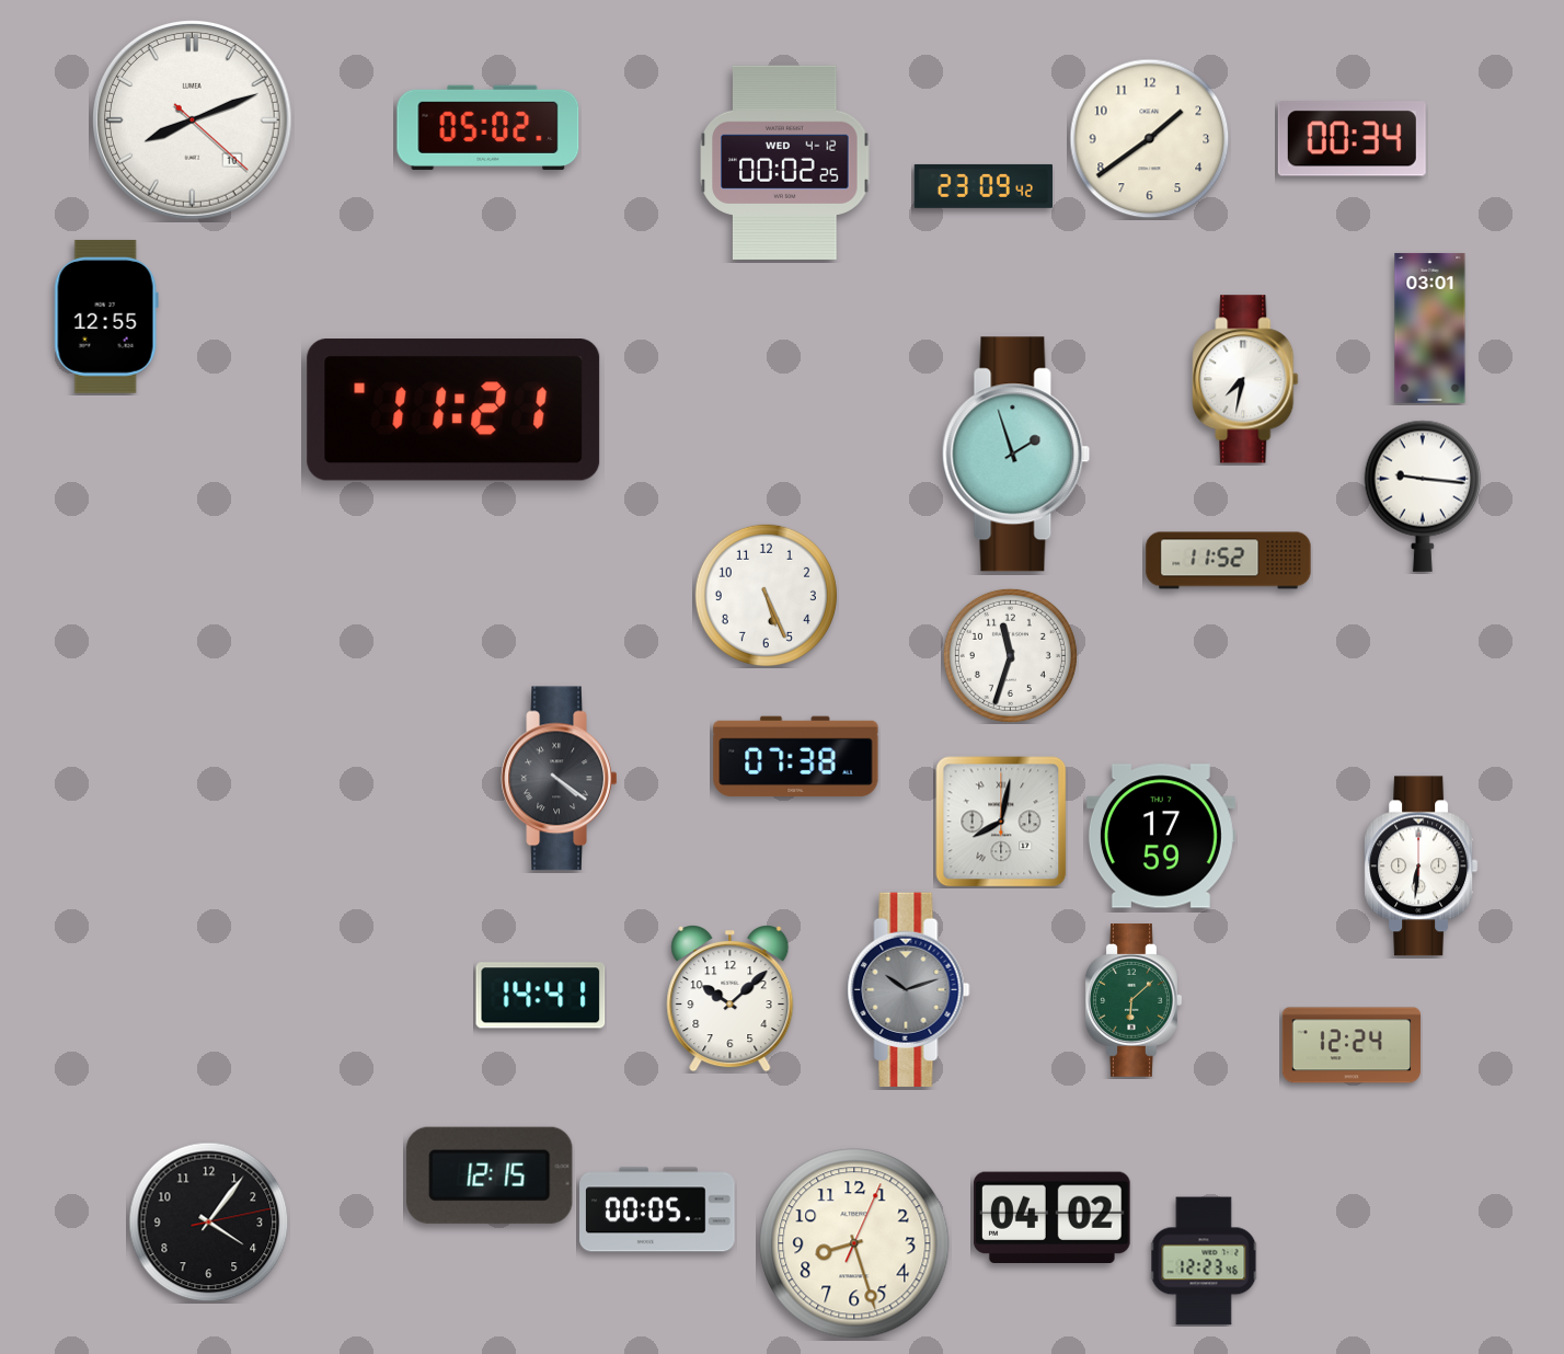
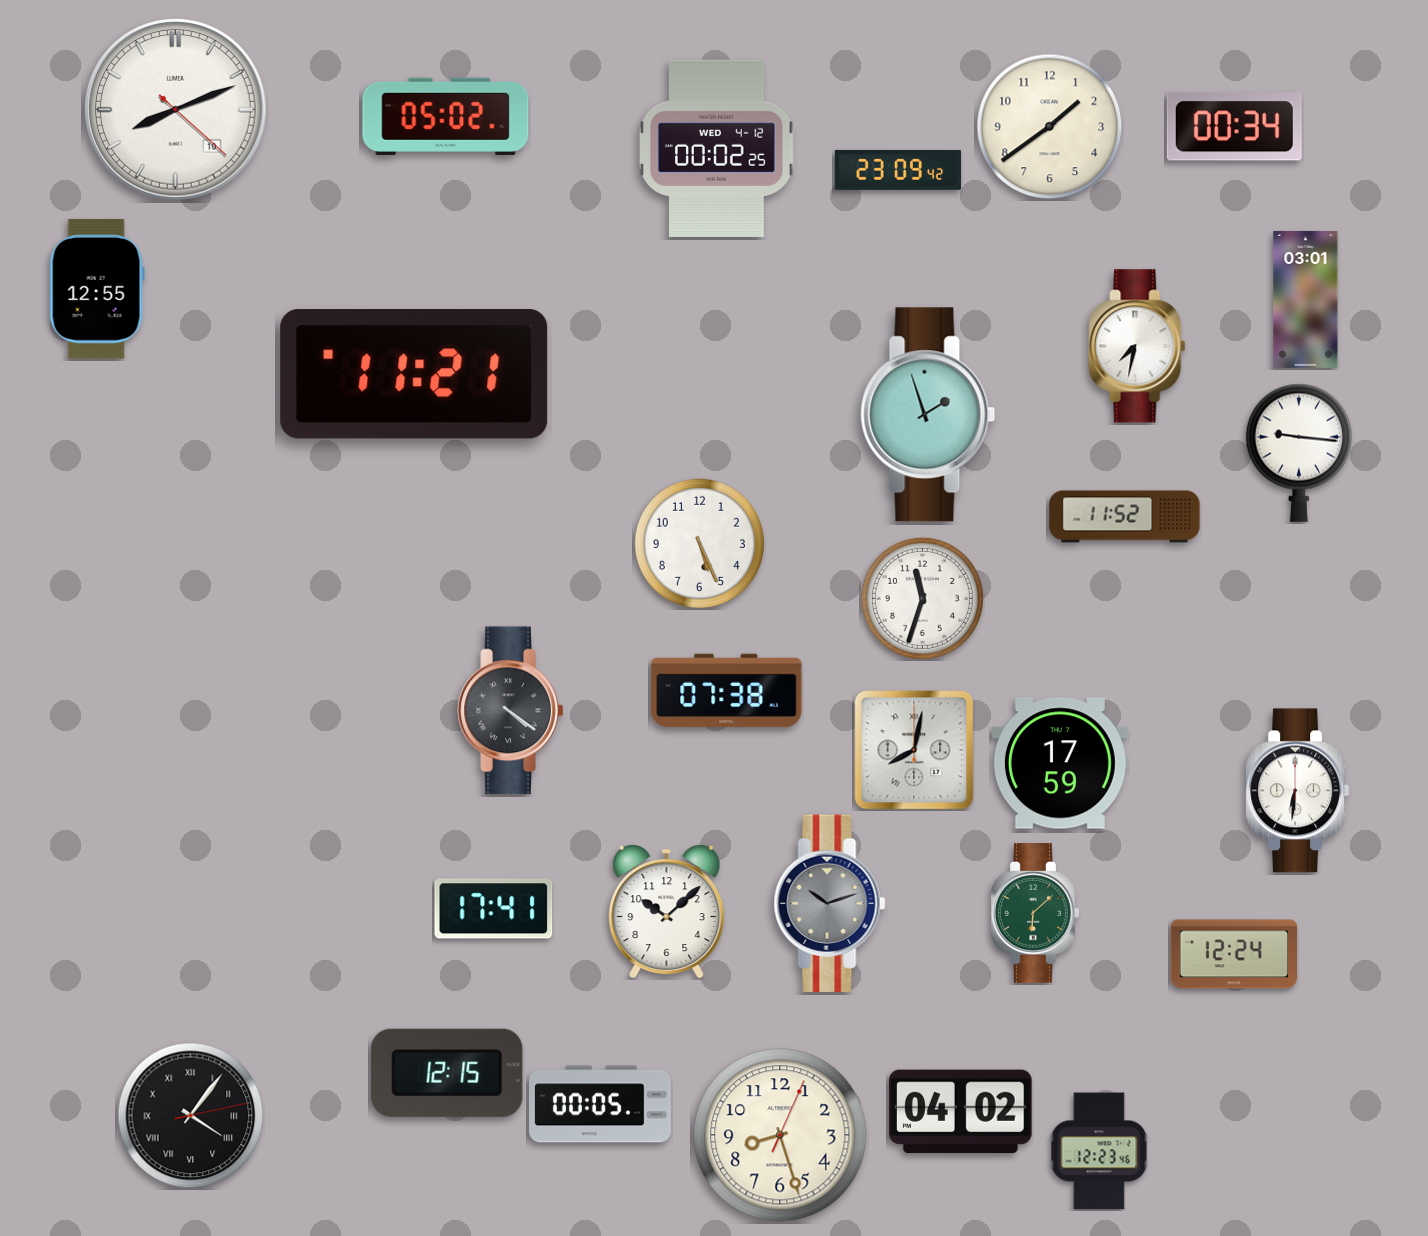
clock at (1229, 561) position: (1229, 561) -> (1125, 517)
clock at (541, 996): 14:41 -> 17:41
clock at (209, 1223) numerals: Arabic -> Roman
